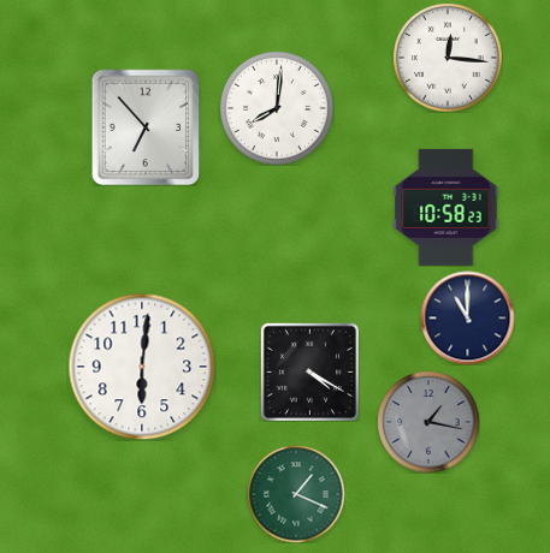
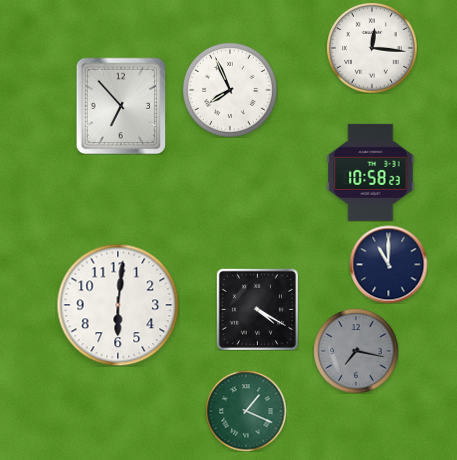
clock at (277, 108): 8:01 -> 7:56
clock at (428, 422): 1:17 -> 7:17
